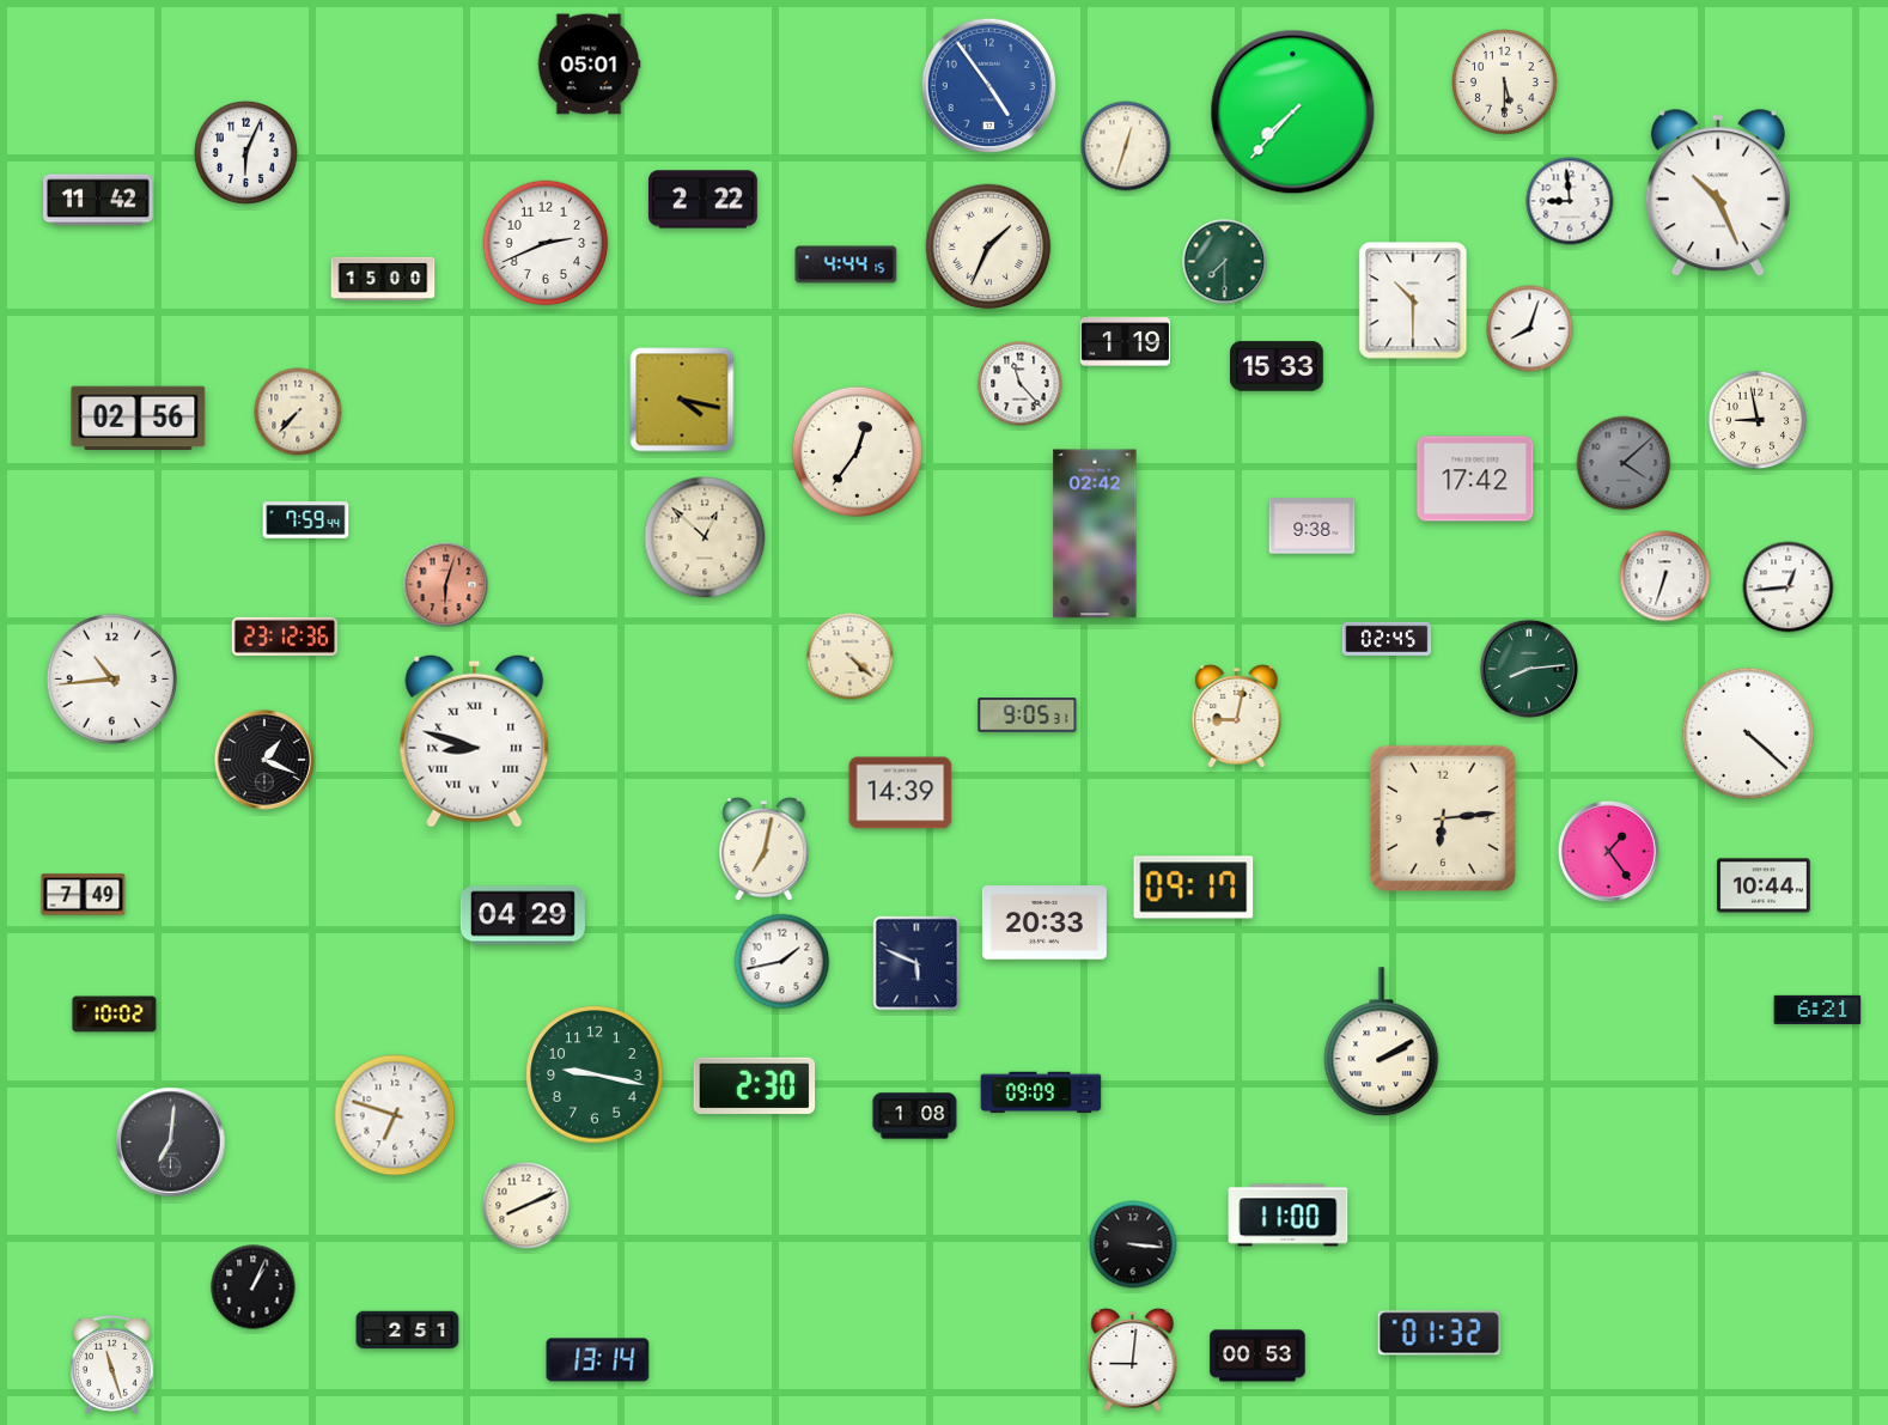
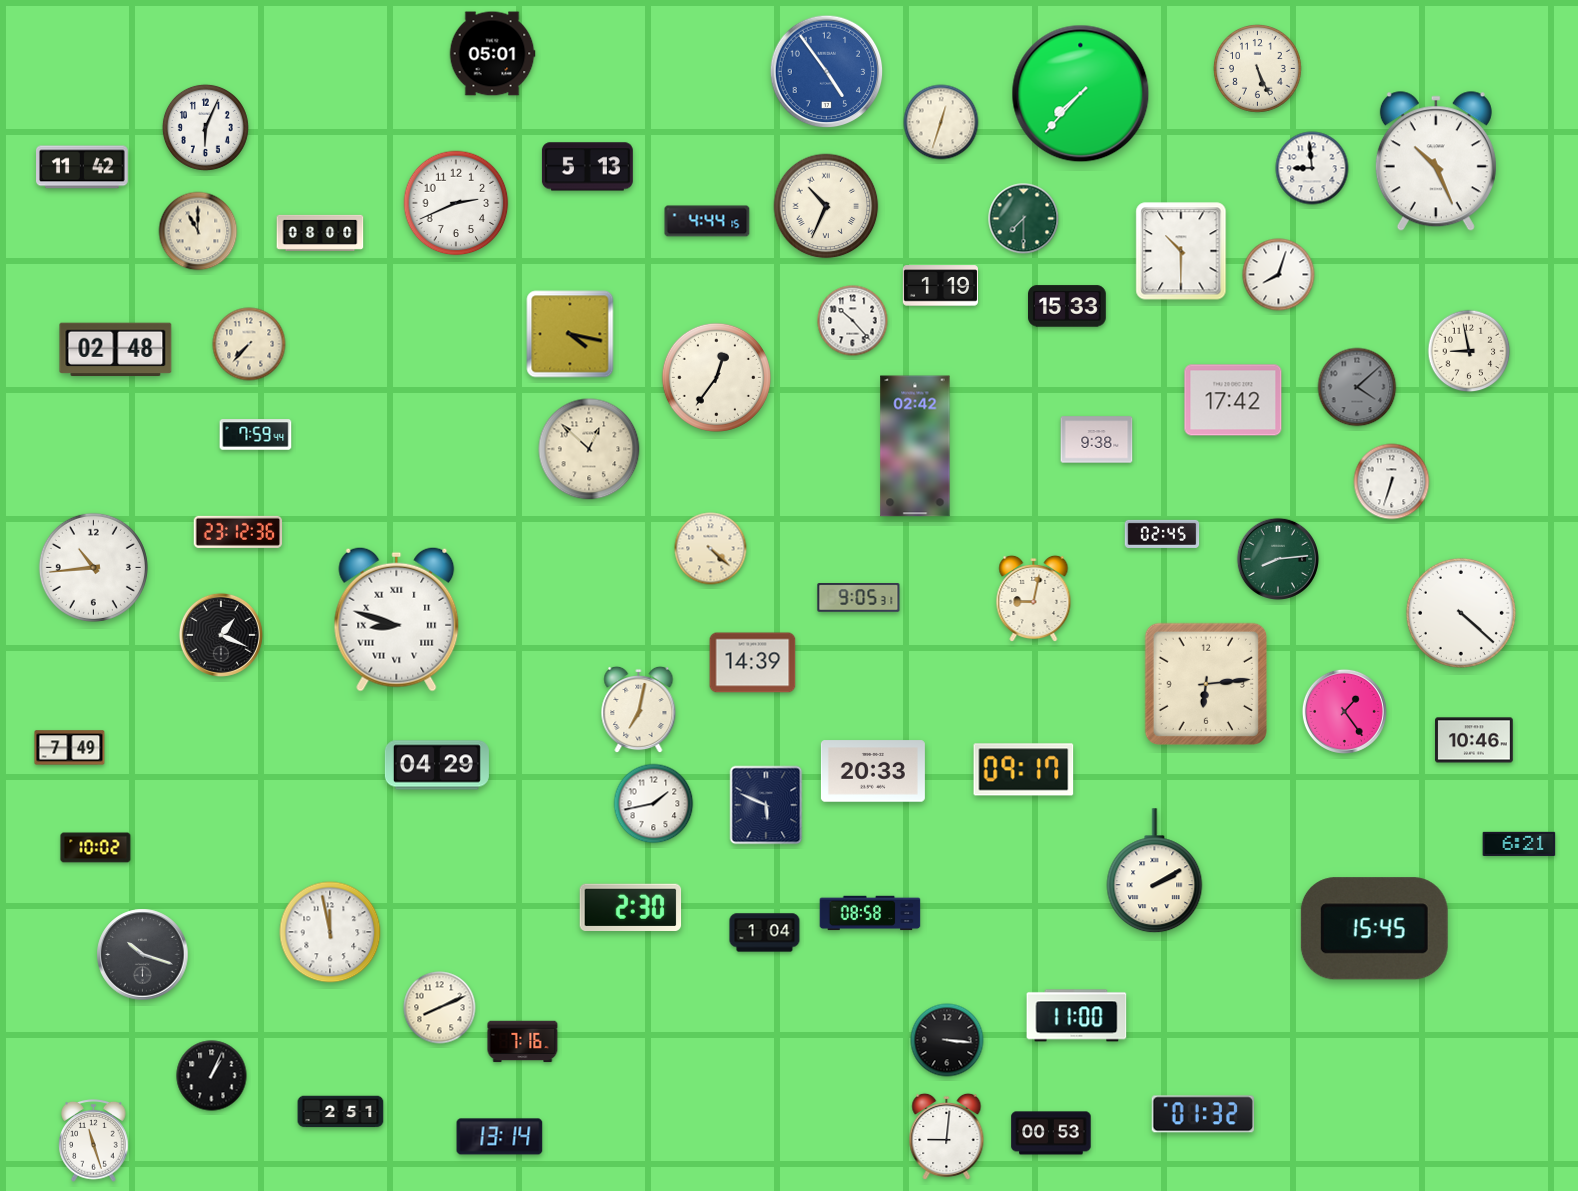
clock at (1505, 83): 5:30 -> 5:26
clock at (702, 200): 2:22 -> 5:13
clock at (988, 246): 1:34 -> 10:34
clock at (198, 231): none -> 11:00
clock at (383, 279): 15:00 -> 08:00
clock at (1021, 384): 11:23 -> 10:23
clock at (139, 419): 02:56 -> 02:48
clock at (446, 585): 6:03 -> none
clock at (1789, 587): 12:44 -> none
clock at (1387, 639) position: (1387, 639) -> (1162, 534)
clock at (1764, 885): 10:44 -> 10:46
clock at (1194, 888) position: (1194, 888) -> (1024, 770)
clock at (595, 1074): 9:17 -> none
clock at (1041, 1092): 09:09 -> 08:58
clock at (1374, 929): none -> 15:45
clock at (395, 1115): 6:48 -> 11:58
clock at (915, 1116): 1:08 -> 1:04
clock at (171, 1143): 7:01 -> 10:18
clock at (523, 1042): none -> 7:16
